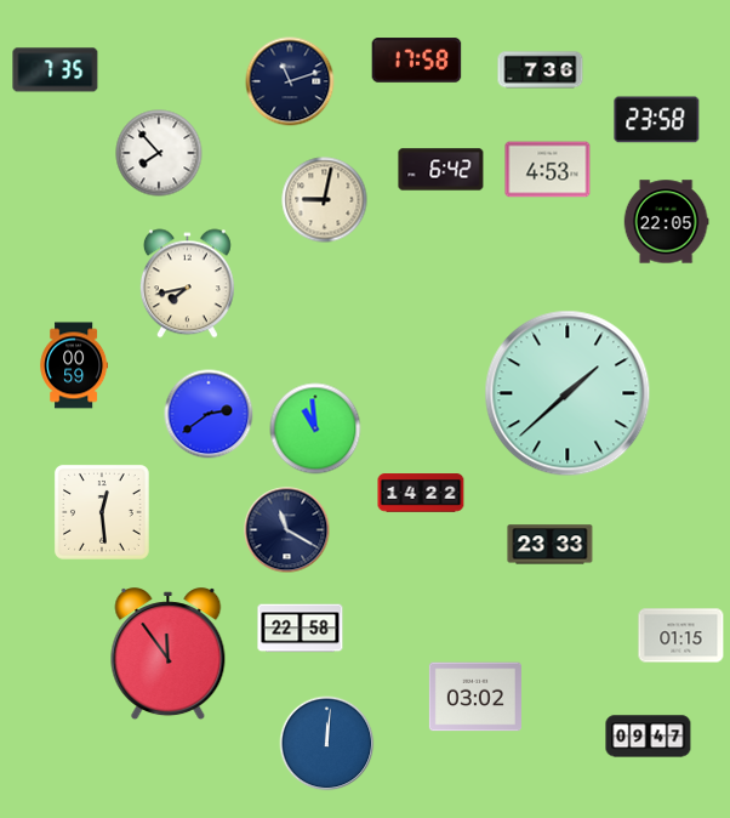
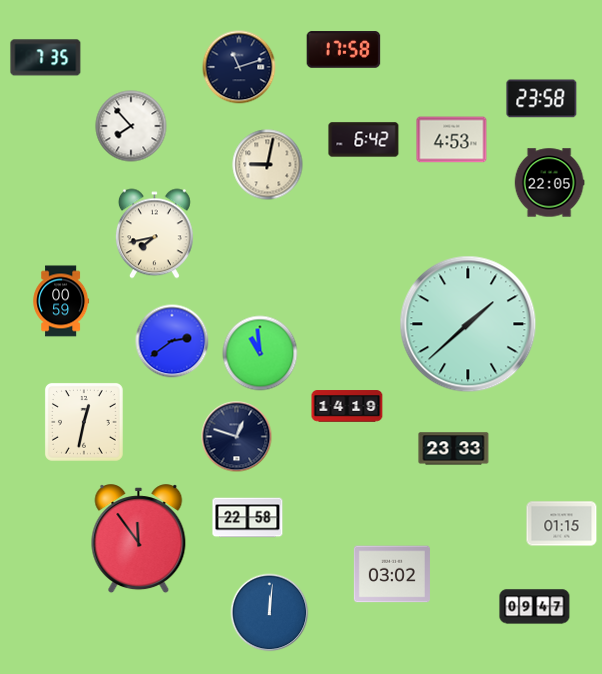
clock at (541, 70): 7:36 -> none
clock at (421, 493): 14:22 -> 14:19
clock at (102, 512): 12:29 -> 12:32
clock at (287, 530): 11:20 -> 12:48
